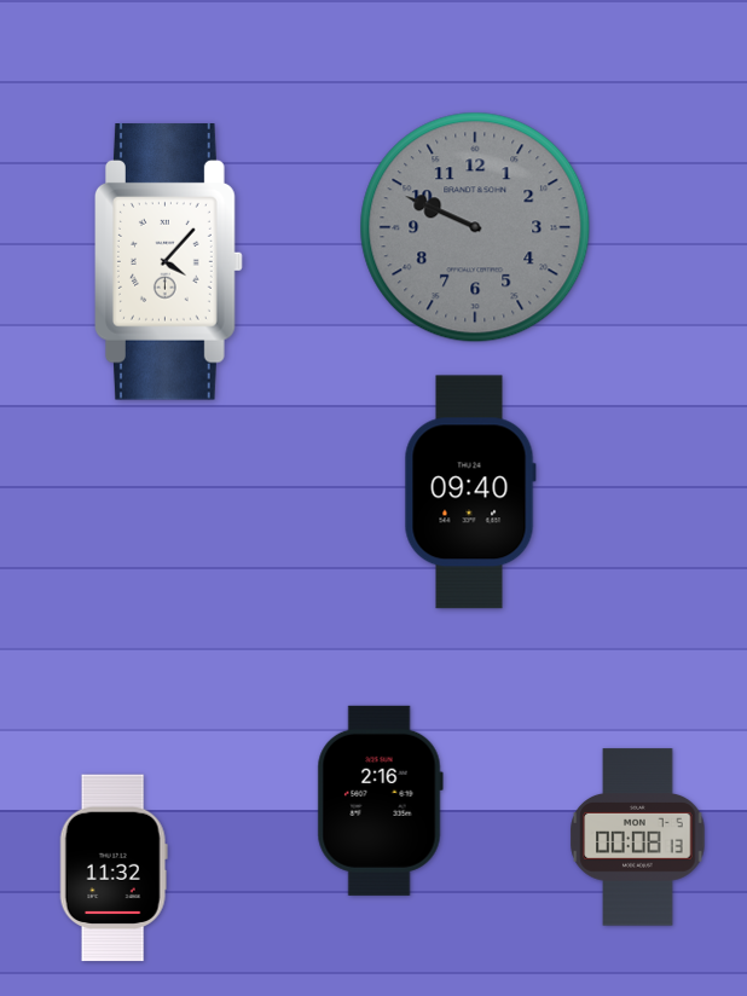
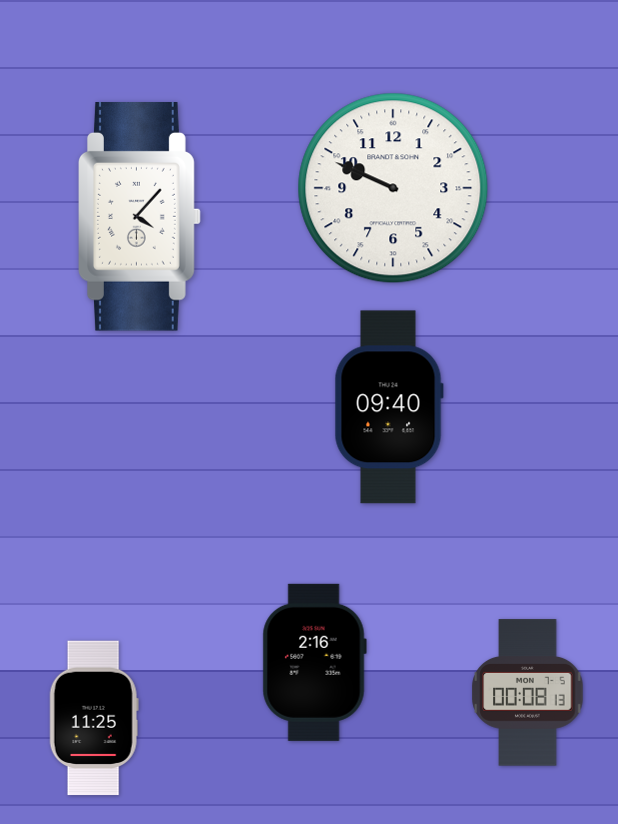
clock at (475, 227) dial: grey -> white
clock at (114, 868): 11:32 -> 11:25
